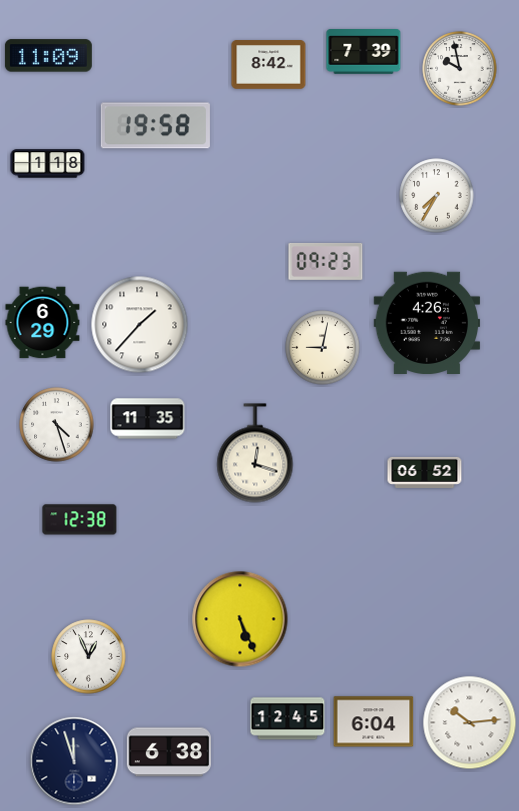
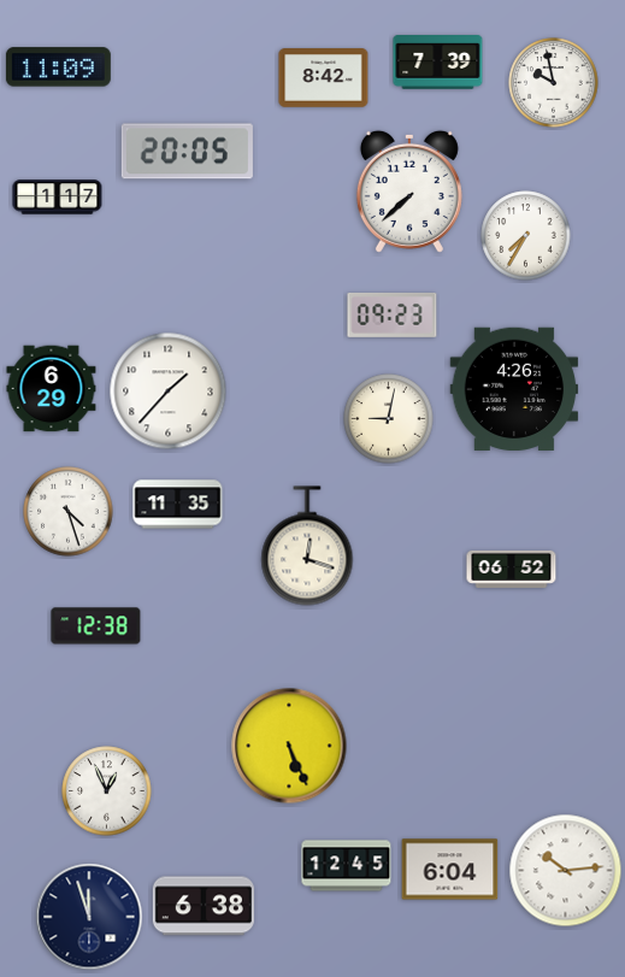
clock at (155, 126): 19:58 -> 20:05
clock at (409, 192): none -> 7:38
clock at (48, 164): 1:18 -> 1:17
